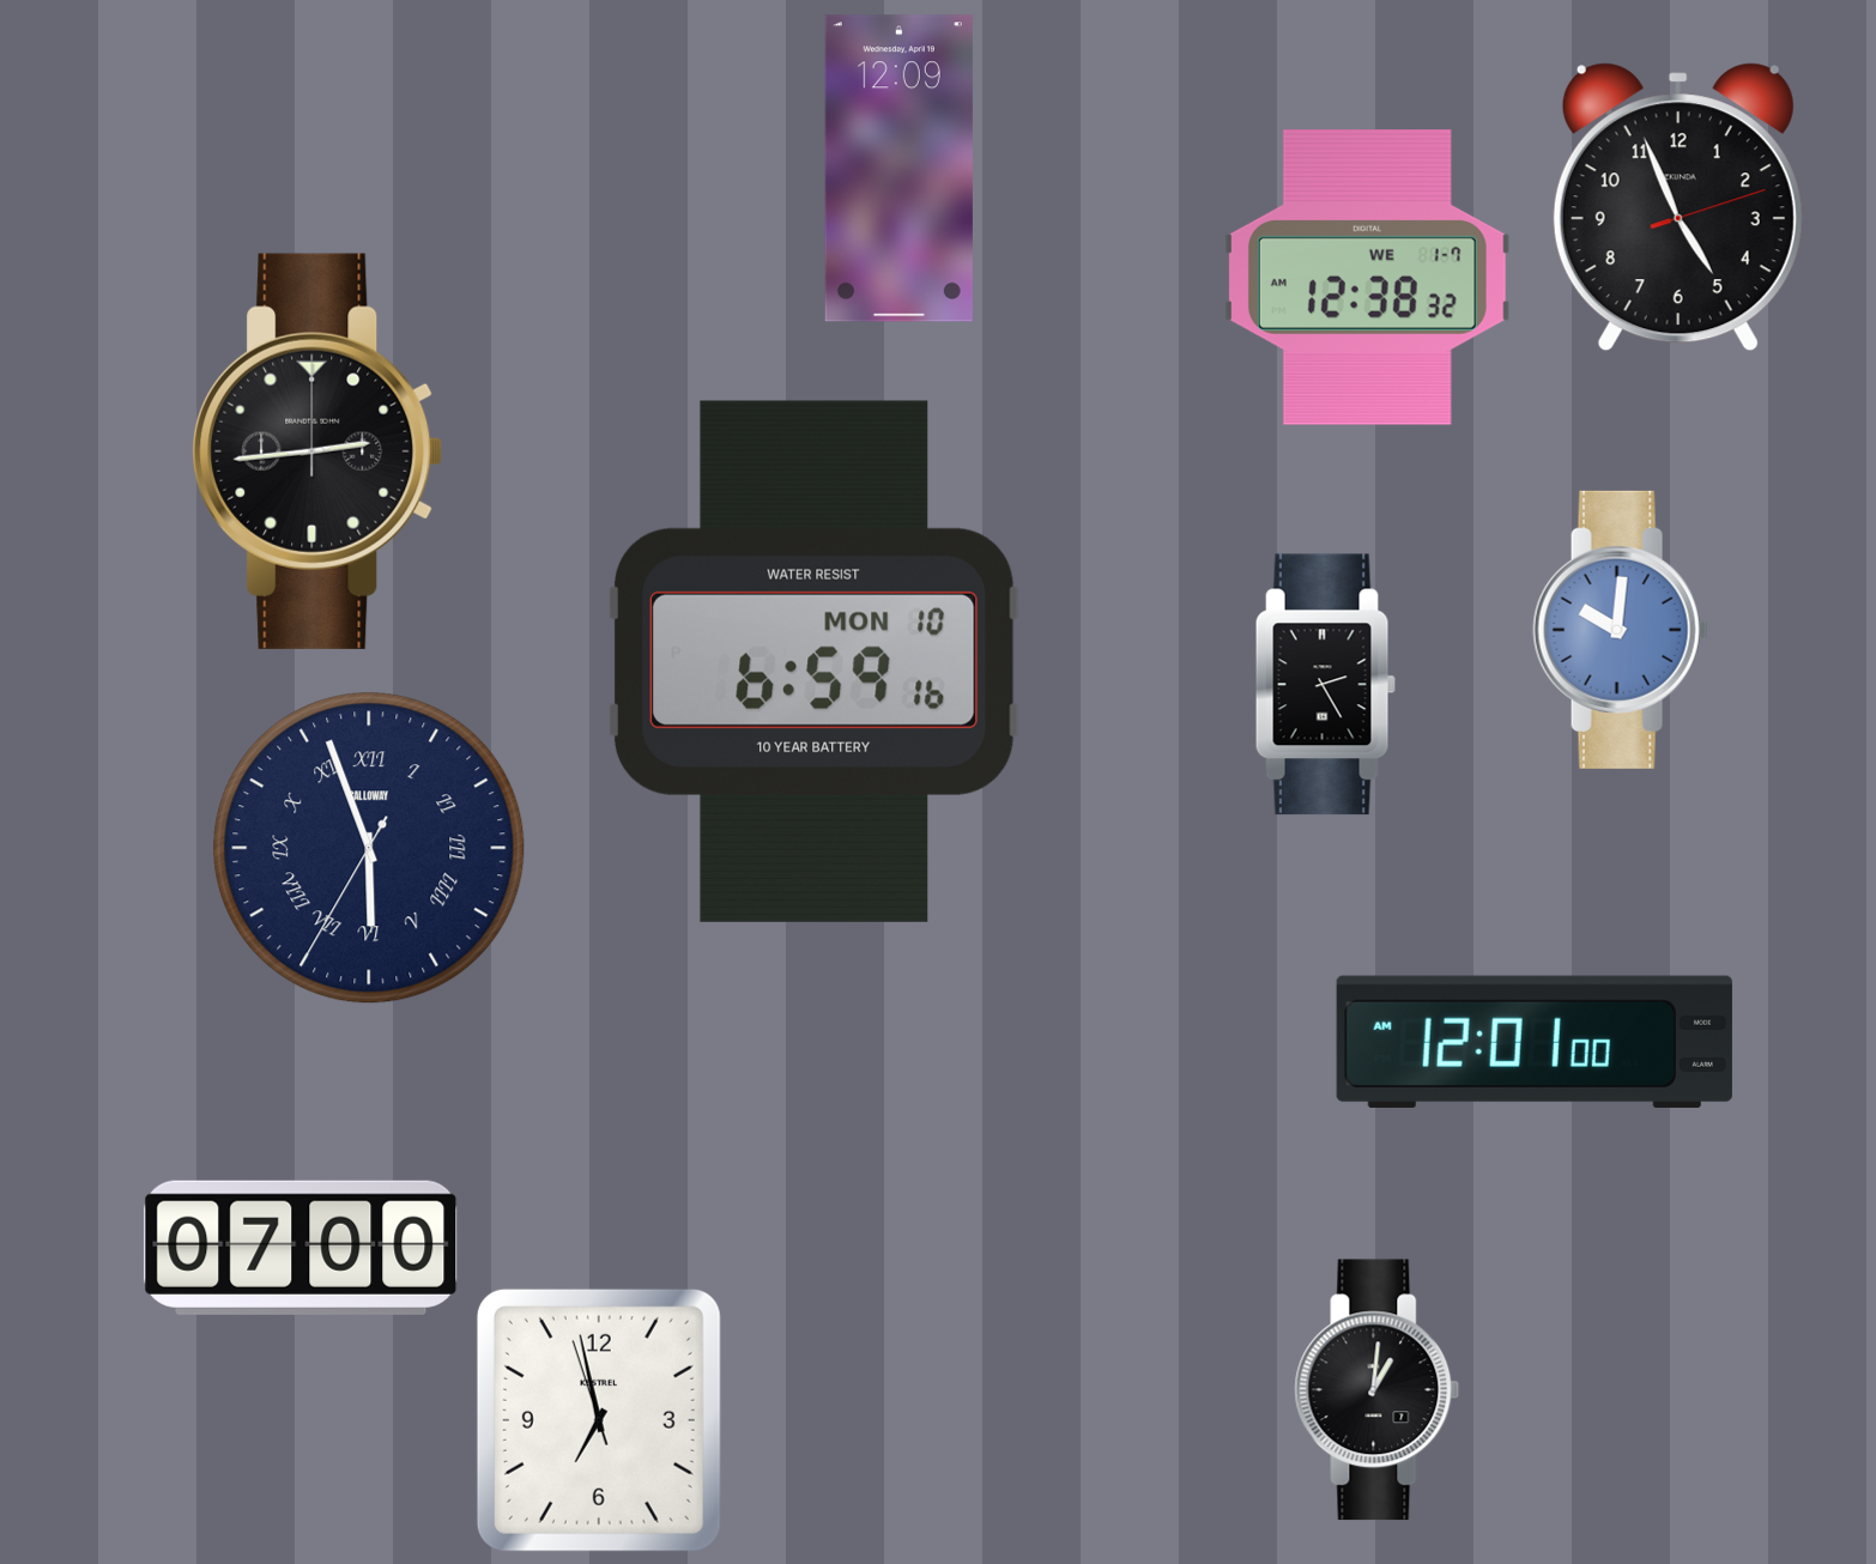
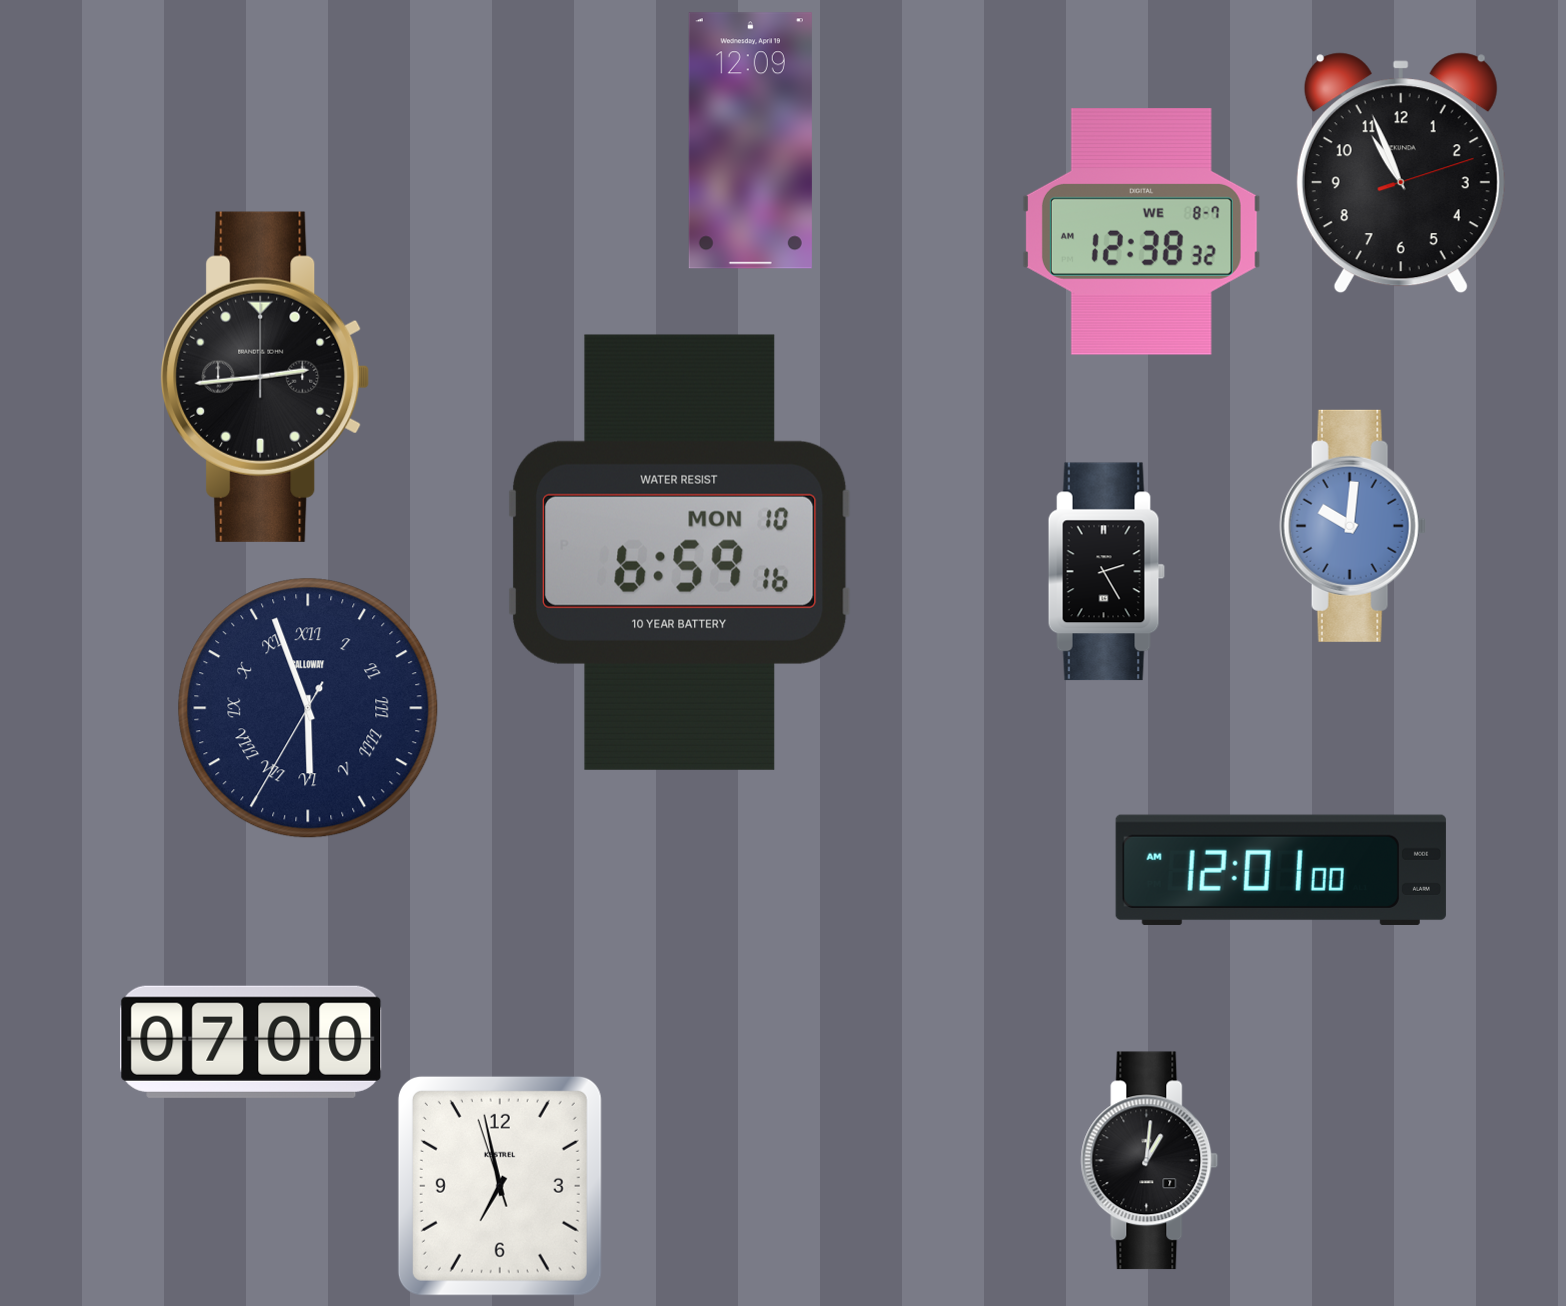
clock at (1678, 207): 4:56 -> 10:56
clock at (1367, 278) date: WE 1-7 -> WE 8-7
